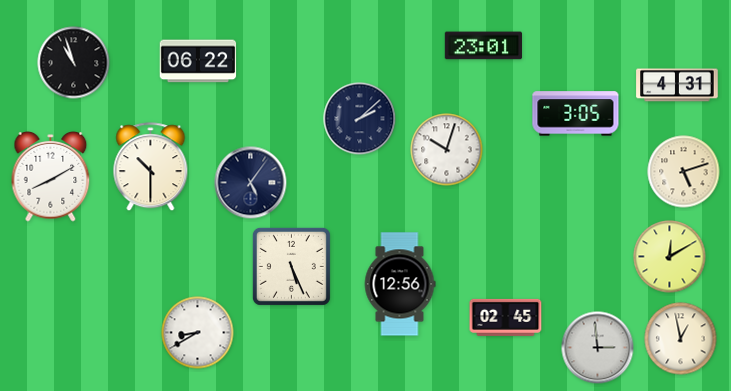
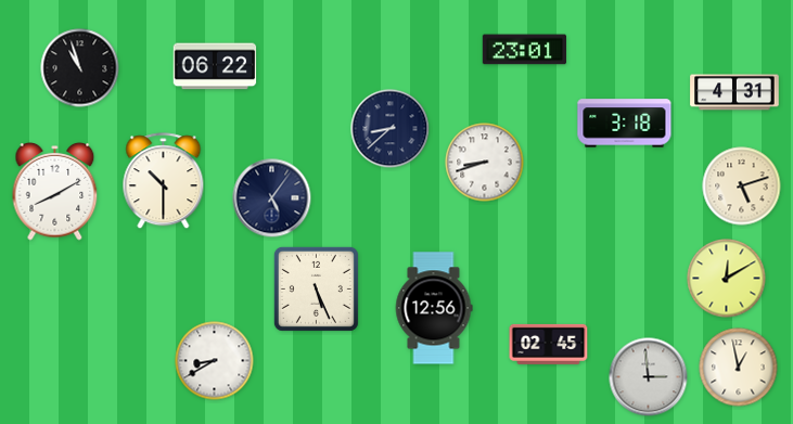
clock at (576, 114): 3:05 -> 3:18
clock at (360, 119): 2:08 -> 8:38
clock at (447, 150): 10:03 -> 8:42
